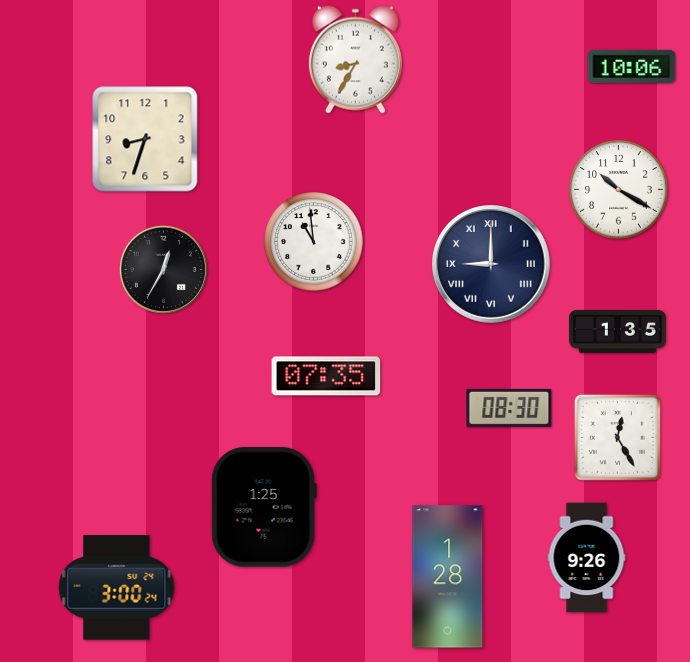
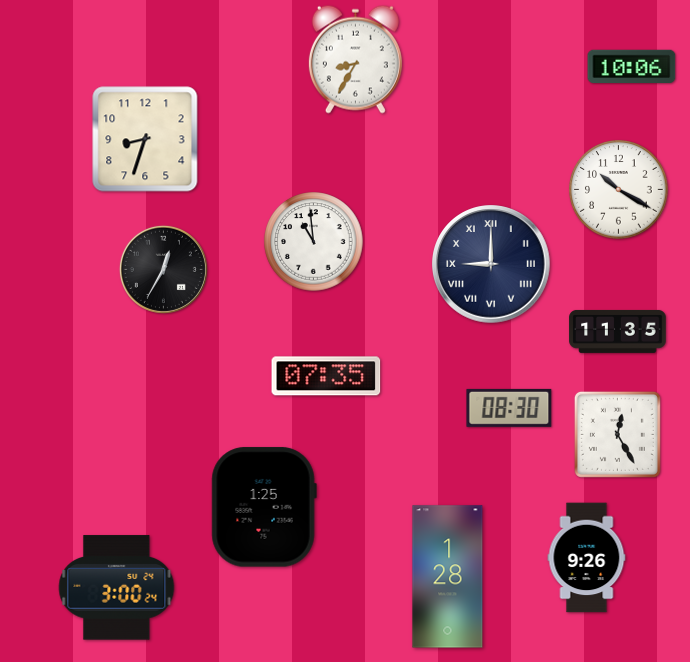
clock at (618, 331): 1:35 -> 11:35
clock at (617, 437) position: (617, 437) -> (617, 434)
